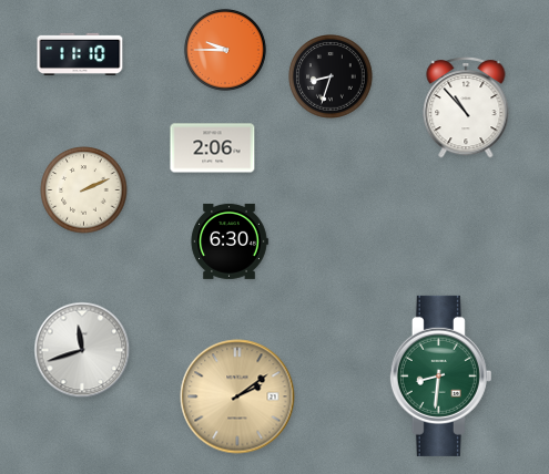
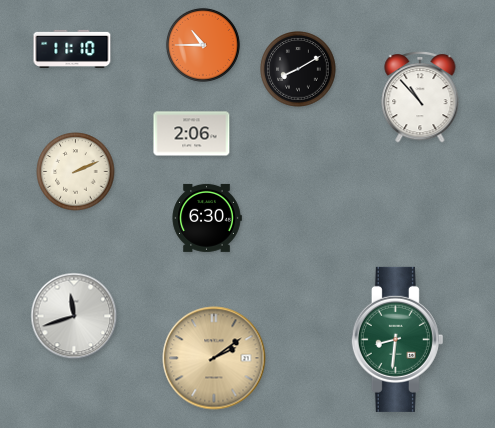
clock at (225, 50): 9:45 -> 10:45
clock at (331, 76): 8:33 -> 8:10
